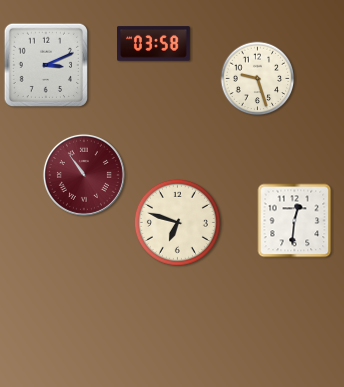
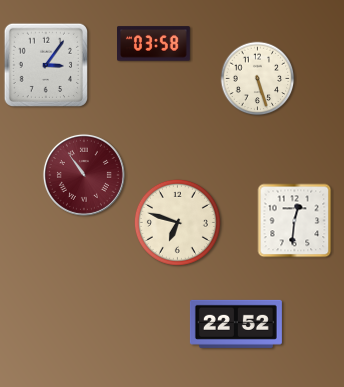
clock at (45, 64): 3:11 -> 3:06
clock at (258, 79): 9:27 -> 5:27
clock at (236, 324): none -> 22:52
